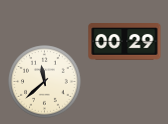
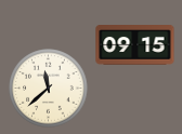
clock at (125, 42): 00:29 -> 09:15
